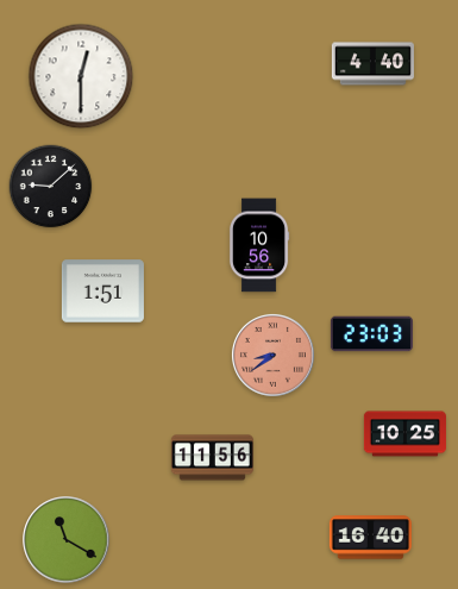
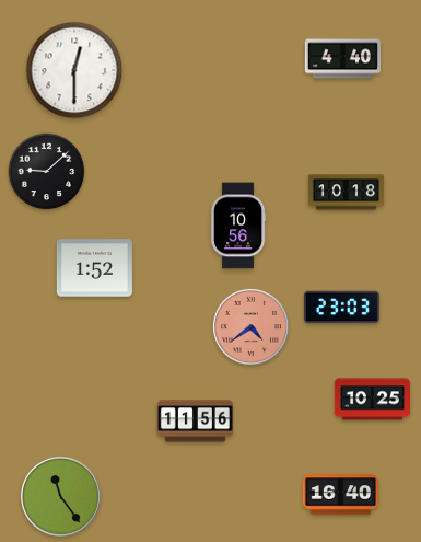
clock at (346, 193): none -> 10:18
clock at (102, 292): 1:51 -> 1:52
clock at (272, 355): 8:39 -> 4:39
clock at (67, 540): 11:20 -> 11:24
